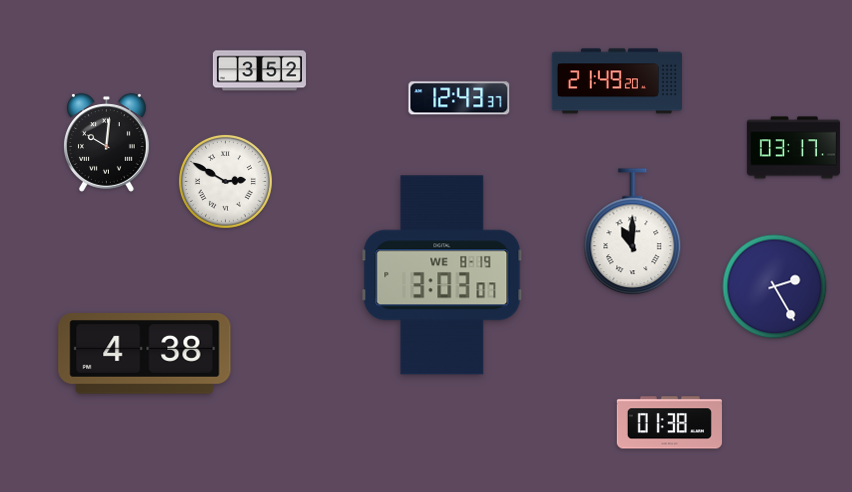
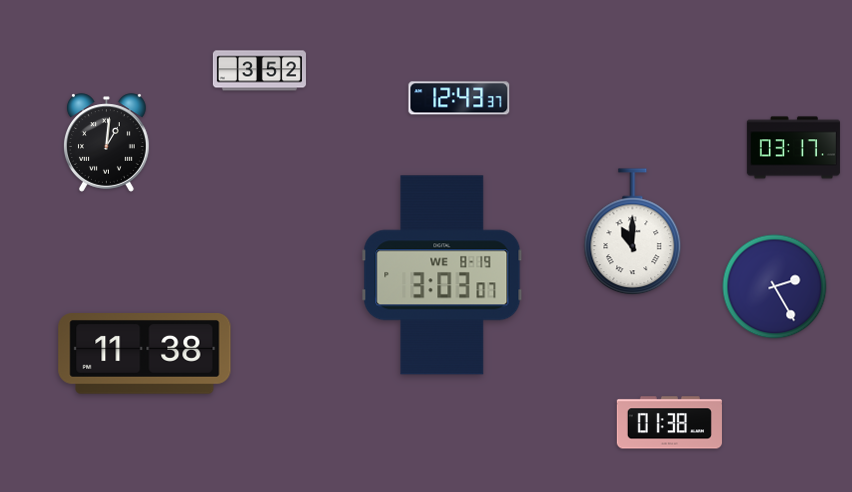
clock at (617, 81): 21:49 -> none
clock at (107, 143): 10:01 -> 1:01
clock at (225, 181): 2:50 -> none
clock at (145, 354): 4:38 -> 11:38
